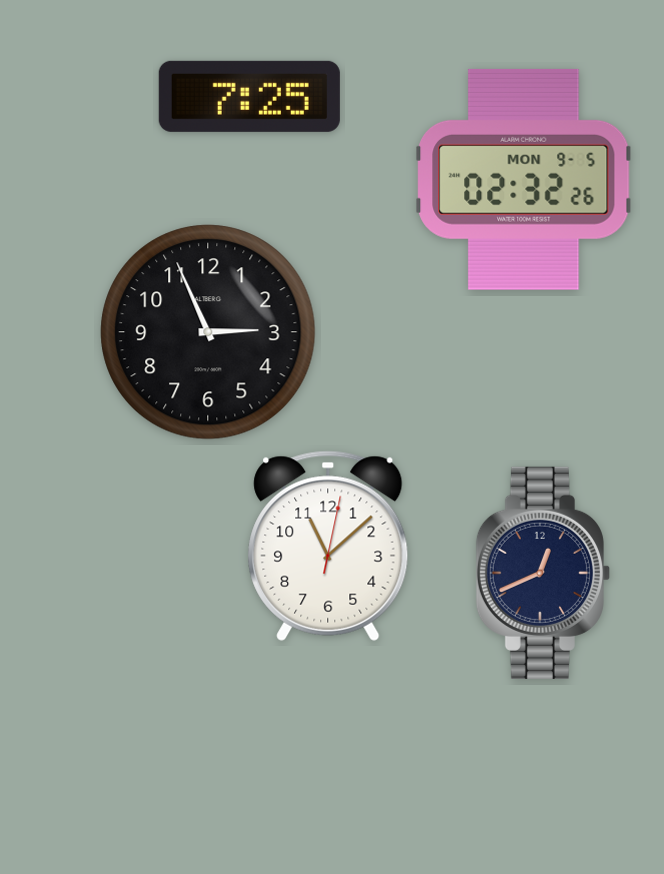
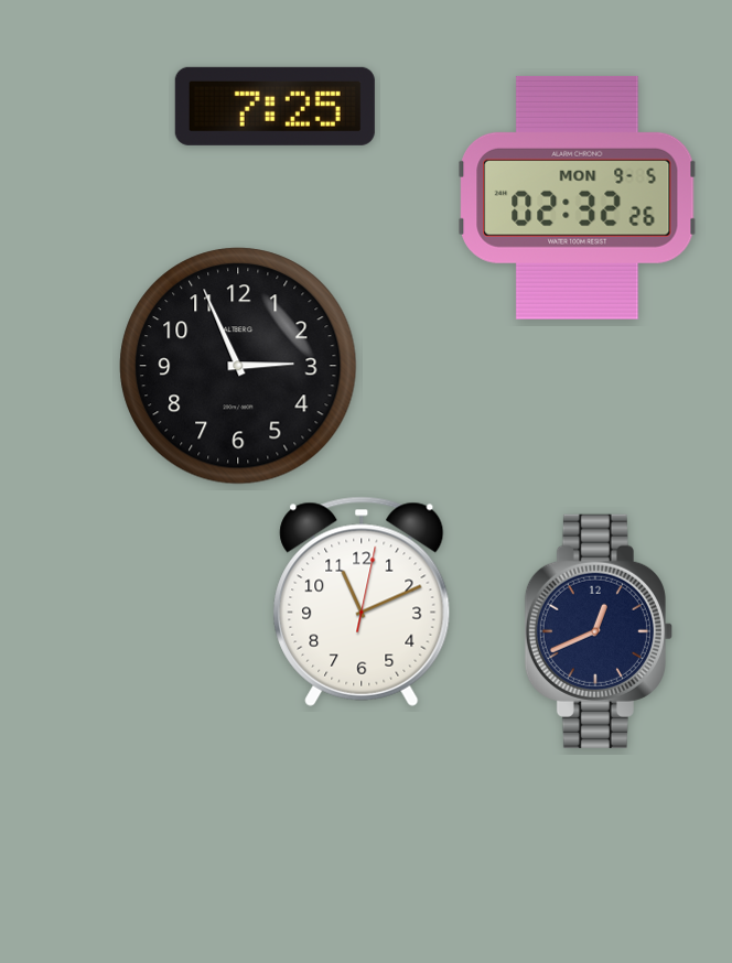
clock at (208, 332) position: (208, 332) -> (238, 366)
clock at (328, 546): 11:08 -> 11:11
